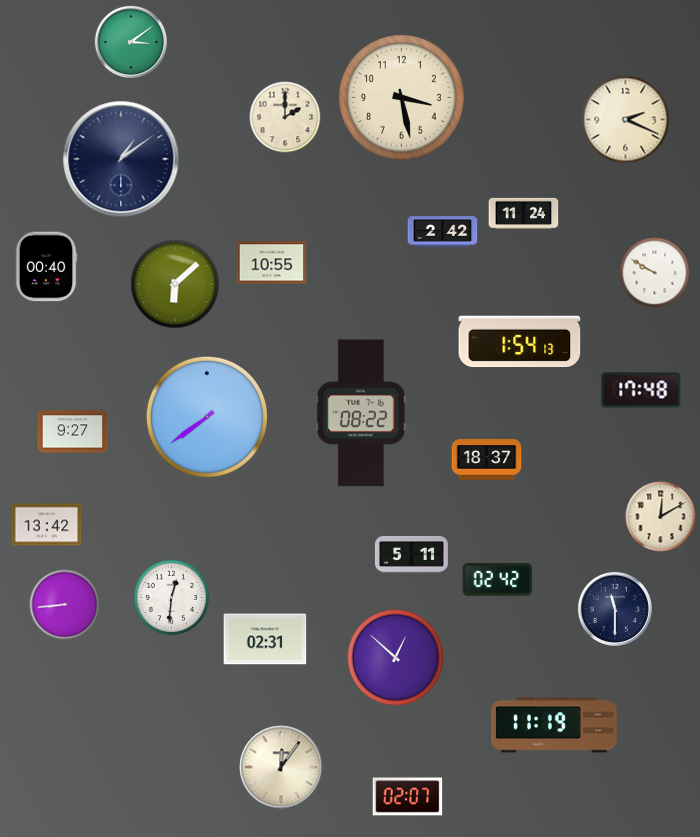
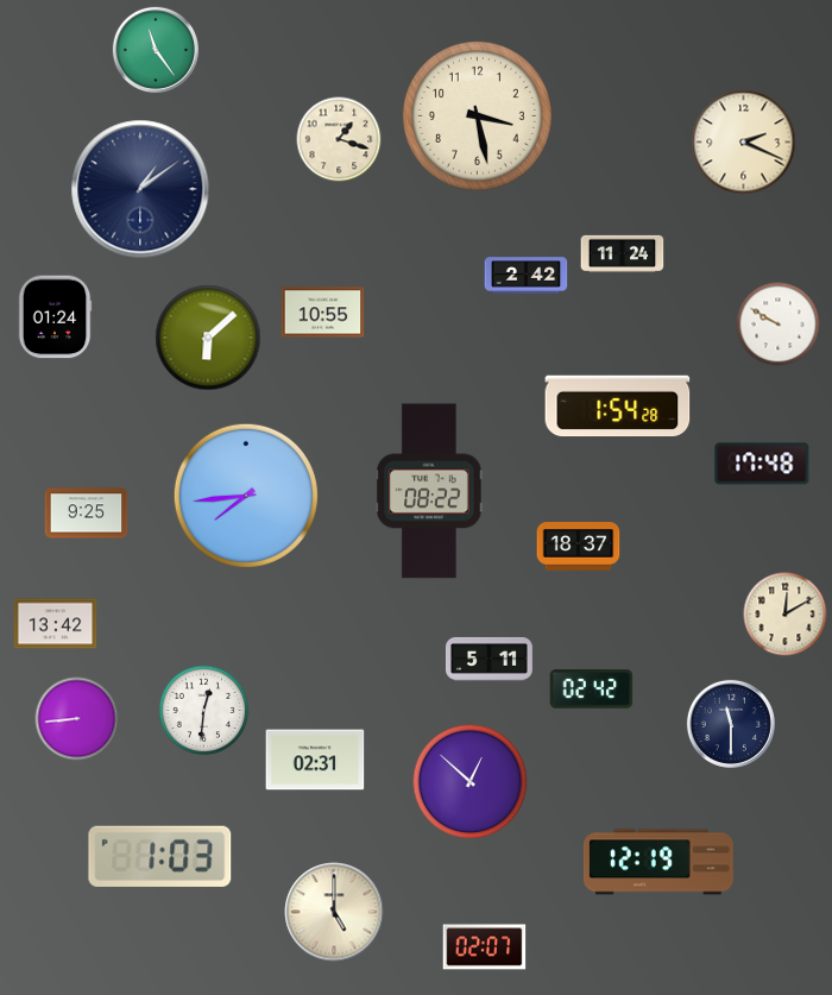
clock at (130, 41): 3:09 -> 11:24
clock at (285, 117): 2:00 -> 1:18
clock at (121, 159) position: (121, 159) -> (140, 189)
clock at (46, 267): 00:40 -> 01:24
clock at (520, 342): 1:54:13 -> 1:54:28
clock at (207, 417): 7:39 -> 7:44
clock at (73, 432): 9:27 -> 9:25
clock at (160, 856): none -> 1:03
clock at (554, 725): 11:19 -> 12:19
clock at (281, 767): 12:06 -> 5:00
